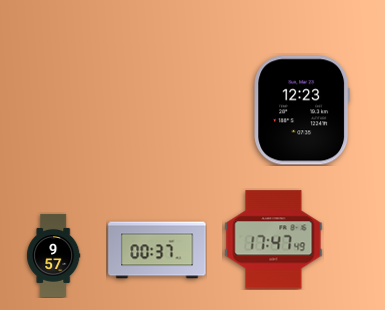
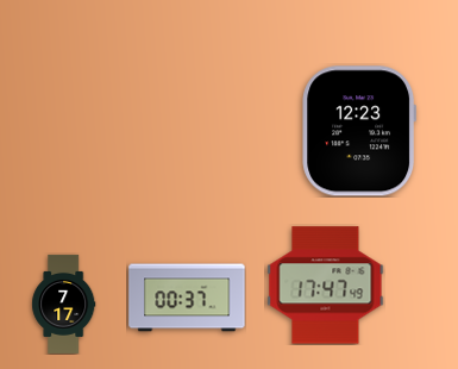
clock at (54, 255): 9:57 -> 7:17
